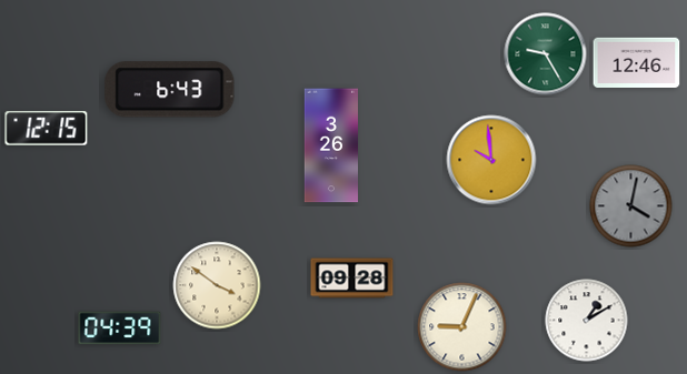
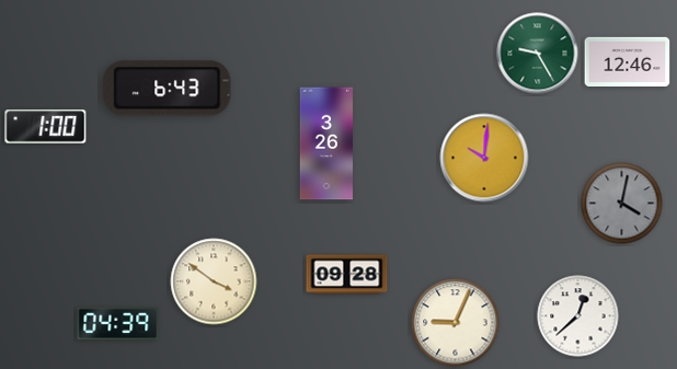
clock at (47, 129): 12:15 -> 1:00
clock at (491, 160): 9:59 -> 10:01
clock at (587, 321): 1:10 -> 12:38
